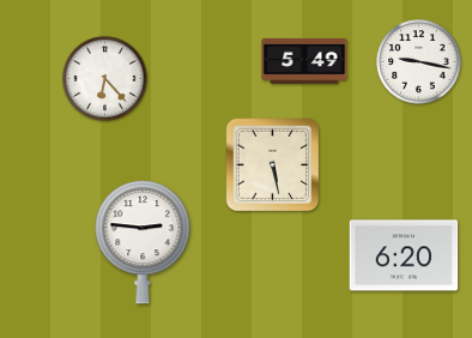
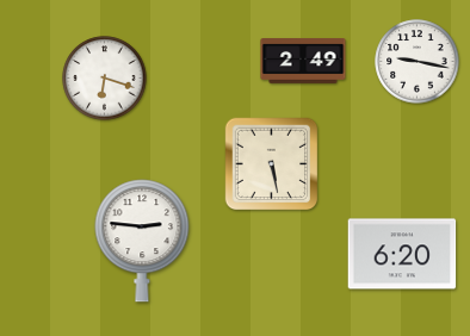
clock at (304, 62): 5:49 -> 2:49
clock at (105, 79): 6:23 -> 6:18
